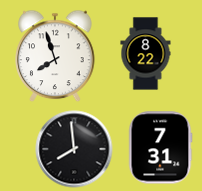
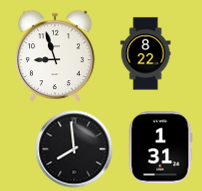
clock at (55, 56): 7:57 -> 8:57
clock at (160, 148): 7:31 -> 1:31
